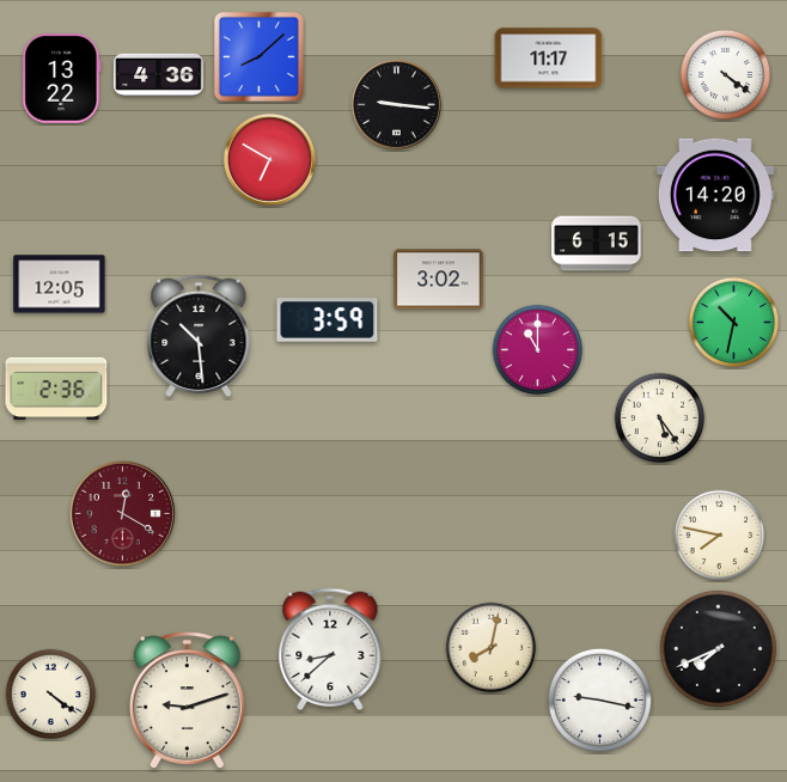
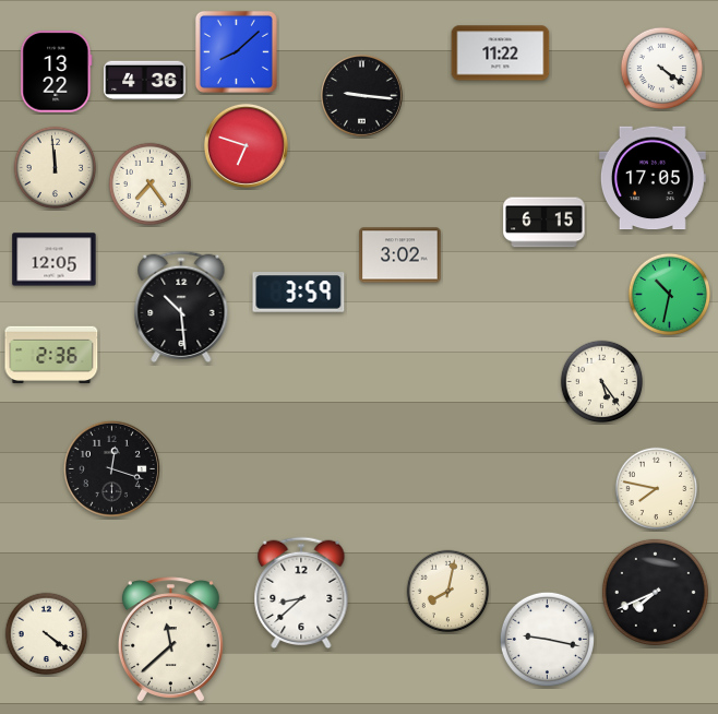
clock at (549, 59): 11:17 -> 11:22
clock at (159, 75) position: (159, 75) -> (145, 81)
clock at (269, 159): 6:50 -> 6:48
clock at (56, 168): none -> 11:59
clock at (715, 195): 14:20 -> 17:05
clock at (151, 185): none -> 7:24
clock at (538, 350): 11:00 -> none
clock at (122, 513): 12:20 -> 12:18
clock at (122, 513) dial: burgundy -> black
clock at (187, 701): 9:12 -> 11:38
